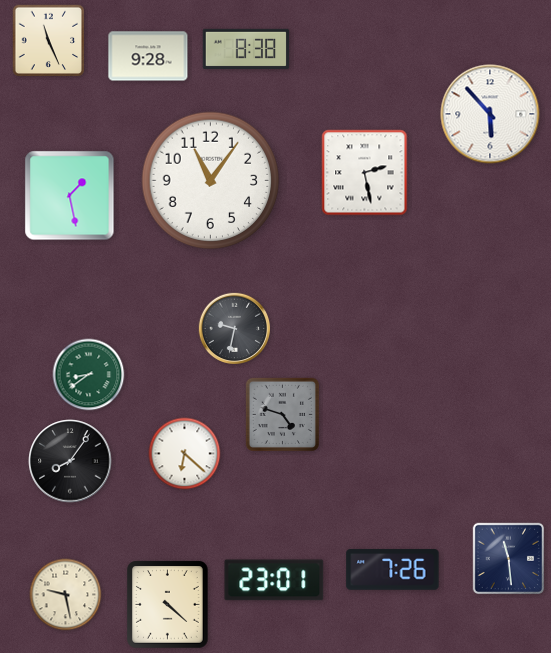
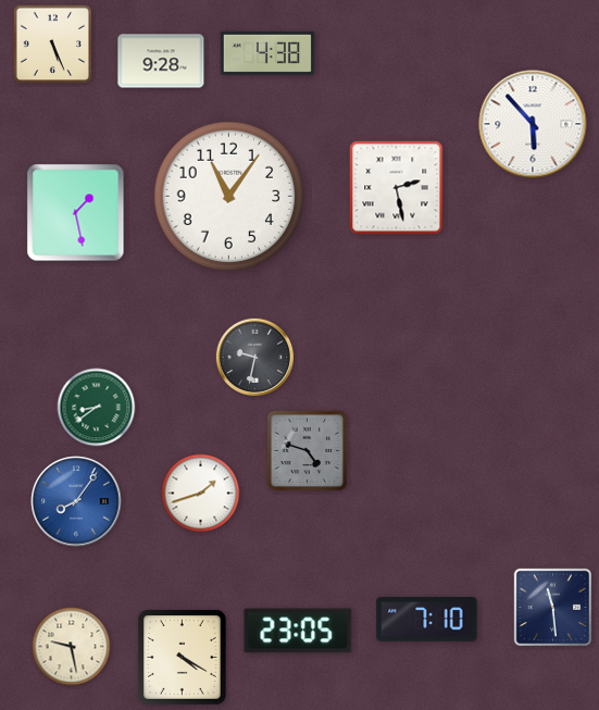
clock at (49, 41): 11:26 -> 5:26
clock at (246, 49): 8:38 -> 4:38
clock at (185, 454): 6:22 -> 1:42
clock at (70, 461) dial: black -> blue
clock at (393, 570): 7:26 -> 7:10
clock at (274, 580): 23:01 -> 23:05
clock at (168, 605): 4:22 -> 4:20
